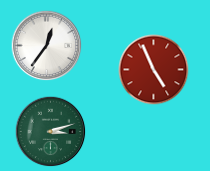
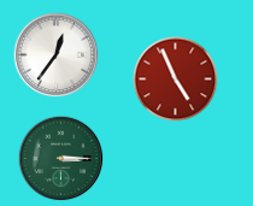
clock at (154, 70) position: (154, 70) -> (176, 80)
clock at (51, 132): 3:12 -> 3:15
